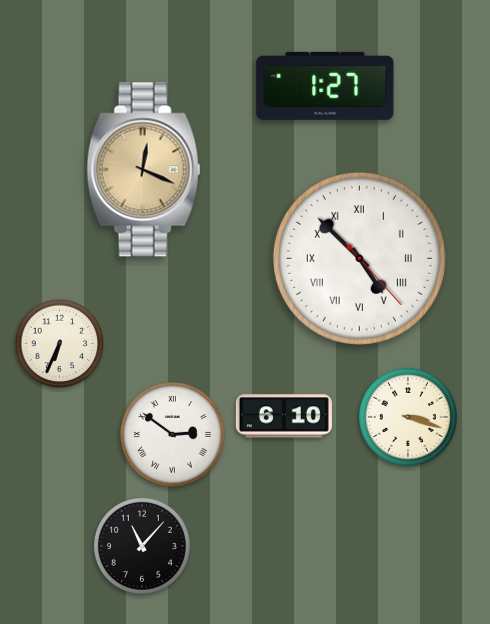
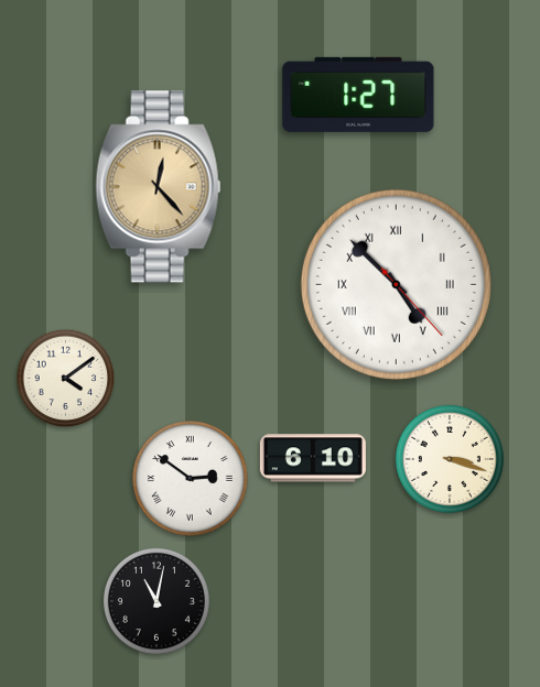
clock at (144, 170): 12:19 -> 12:23
clock at (60, 344): 6:34 -> 4:09
clock at (142, 546): 11:07 -> 11:02
